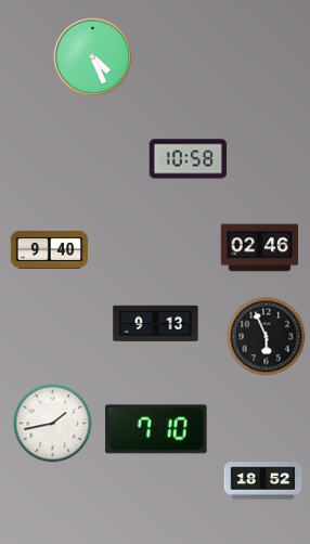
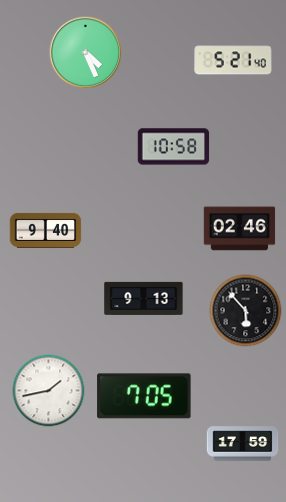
clock at (233, 60): none -> 5:21
clock at (267, 337): 5:56 -> 5:53
clock at (156, 429): 7:10 -> 7:05
clock at (263, 481): 18:52 -> 17:59
